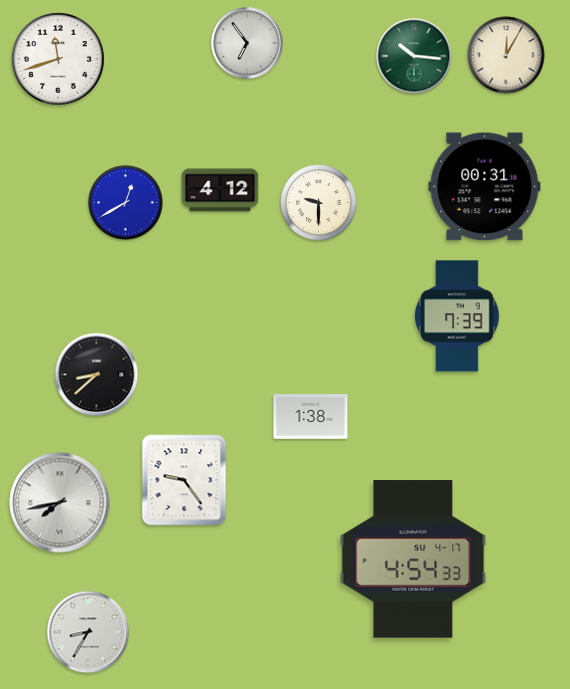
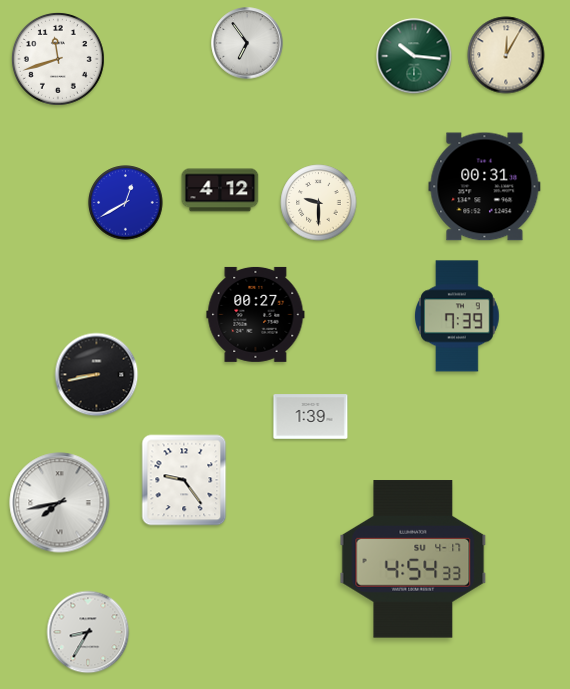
clock at (256, 314): none -> 00:27
clock at (97, 375): 8:38 -> 8:43
clock at (311, 417): 1:38 -> 1:39
